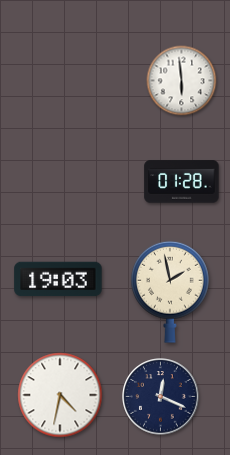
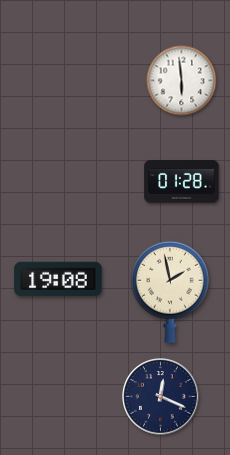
clock at (58, 279): 19:03 -> 19:08
clock at (60, 395): 4:32 -> none
